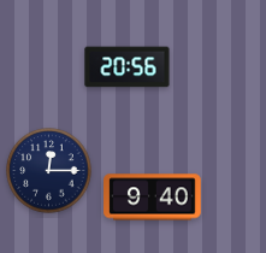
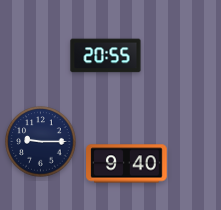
clock at (128, 67): 20:56 -> 20:55
clock at (49, 171): 12:15 -> 9:15
